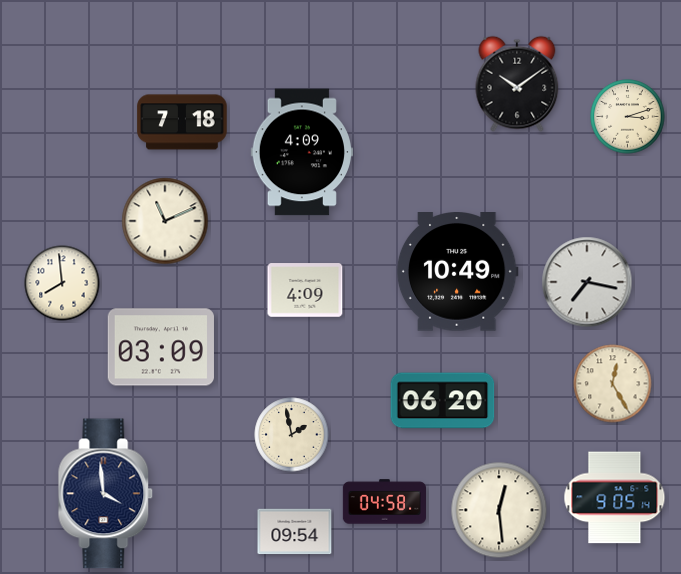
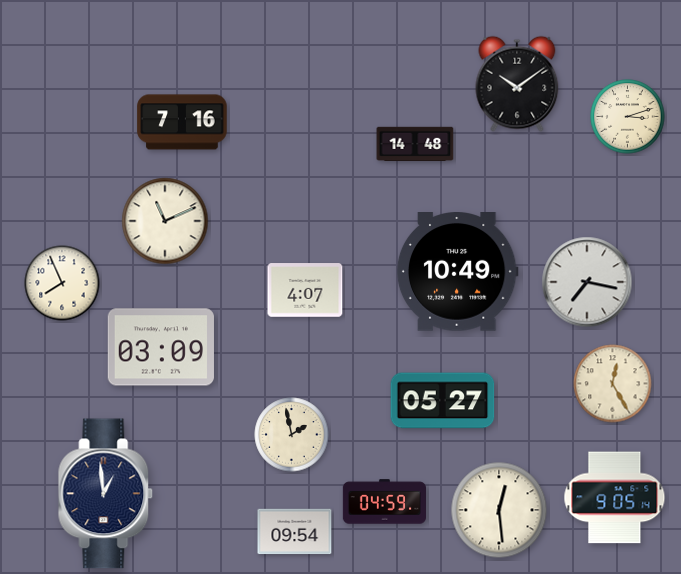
clock at (182, 122): 7:18 -> 7:16
clock at (415, 143): none -> 14:48
clock at (301, 152): 4:09 -> none
clock at (62, 283): 7:59 -> 7:56
clock at (305, 290): 4:09 -> 4:07
clock at (443, 401): 06:20 -> 05:27
clock at (106, 494): 3:59 -> 12:59
clock at (384, 502): 04:58 -> 04:59
